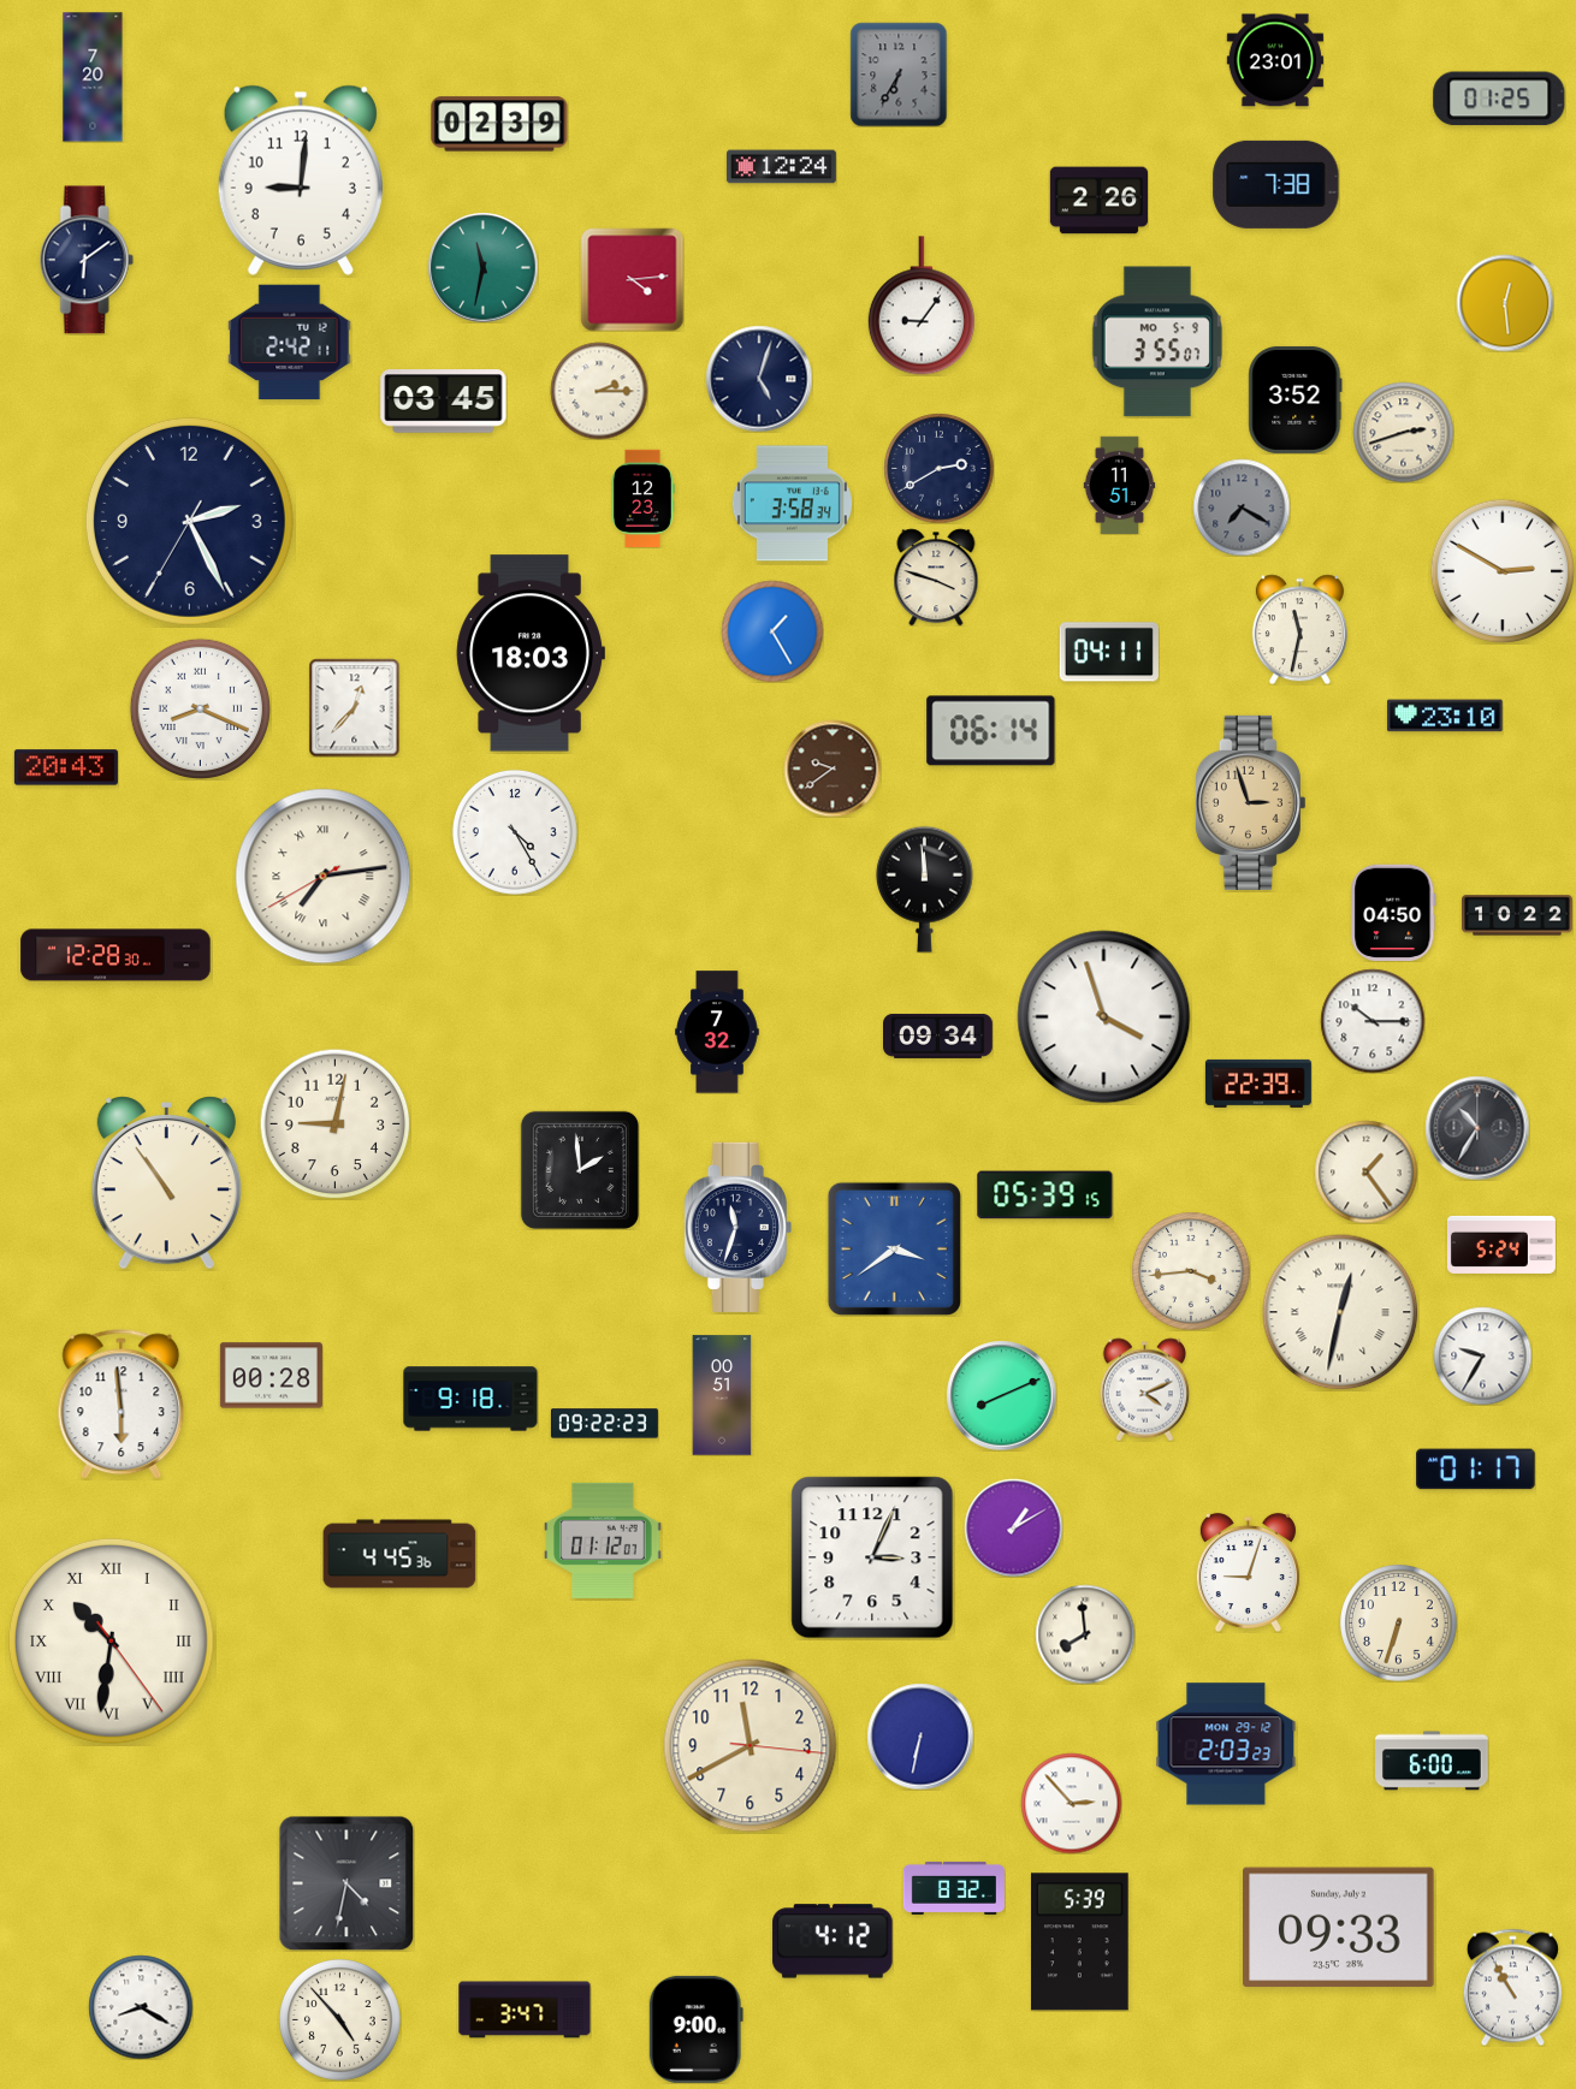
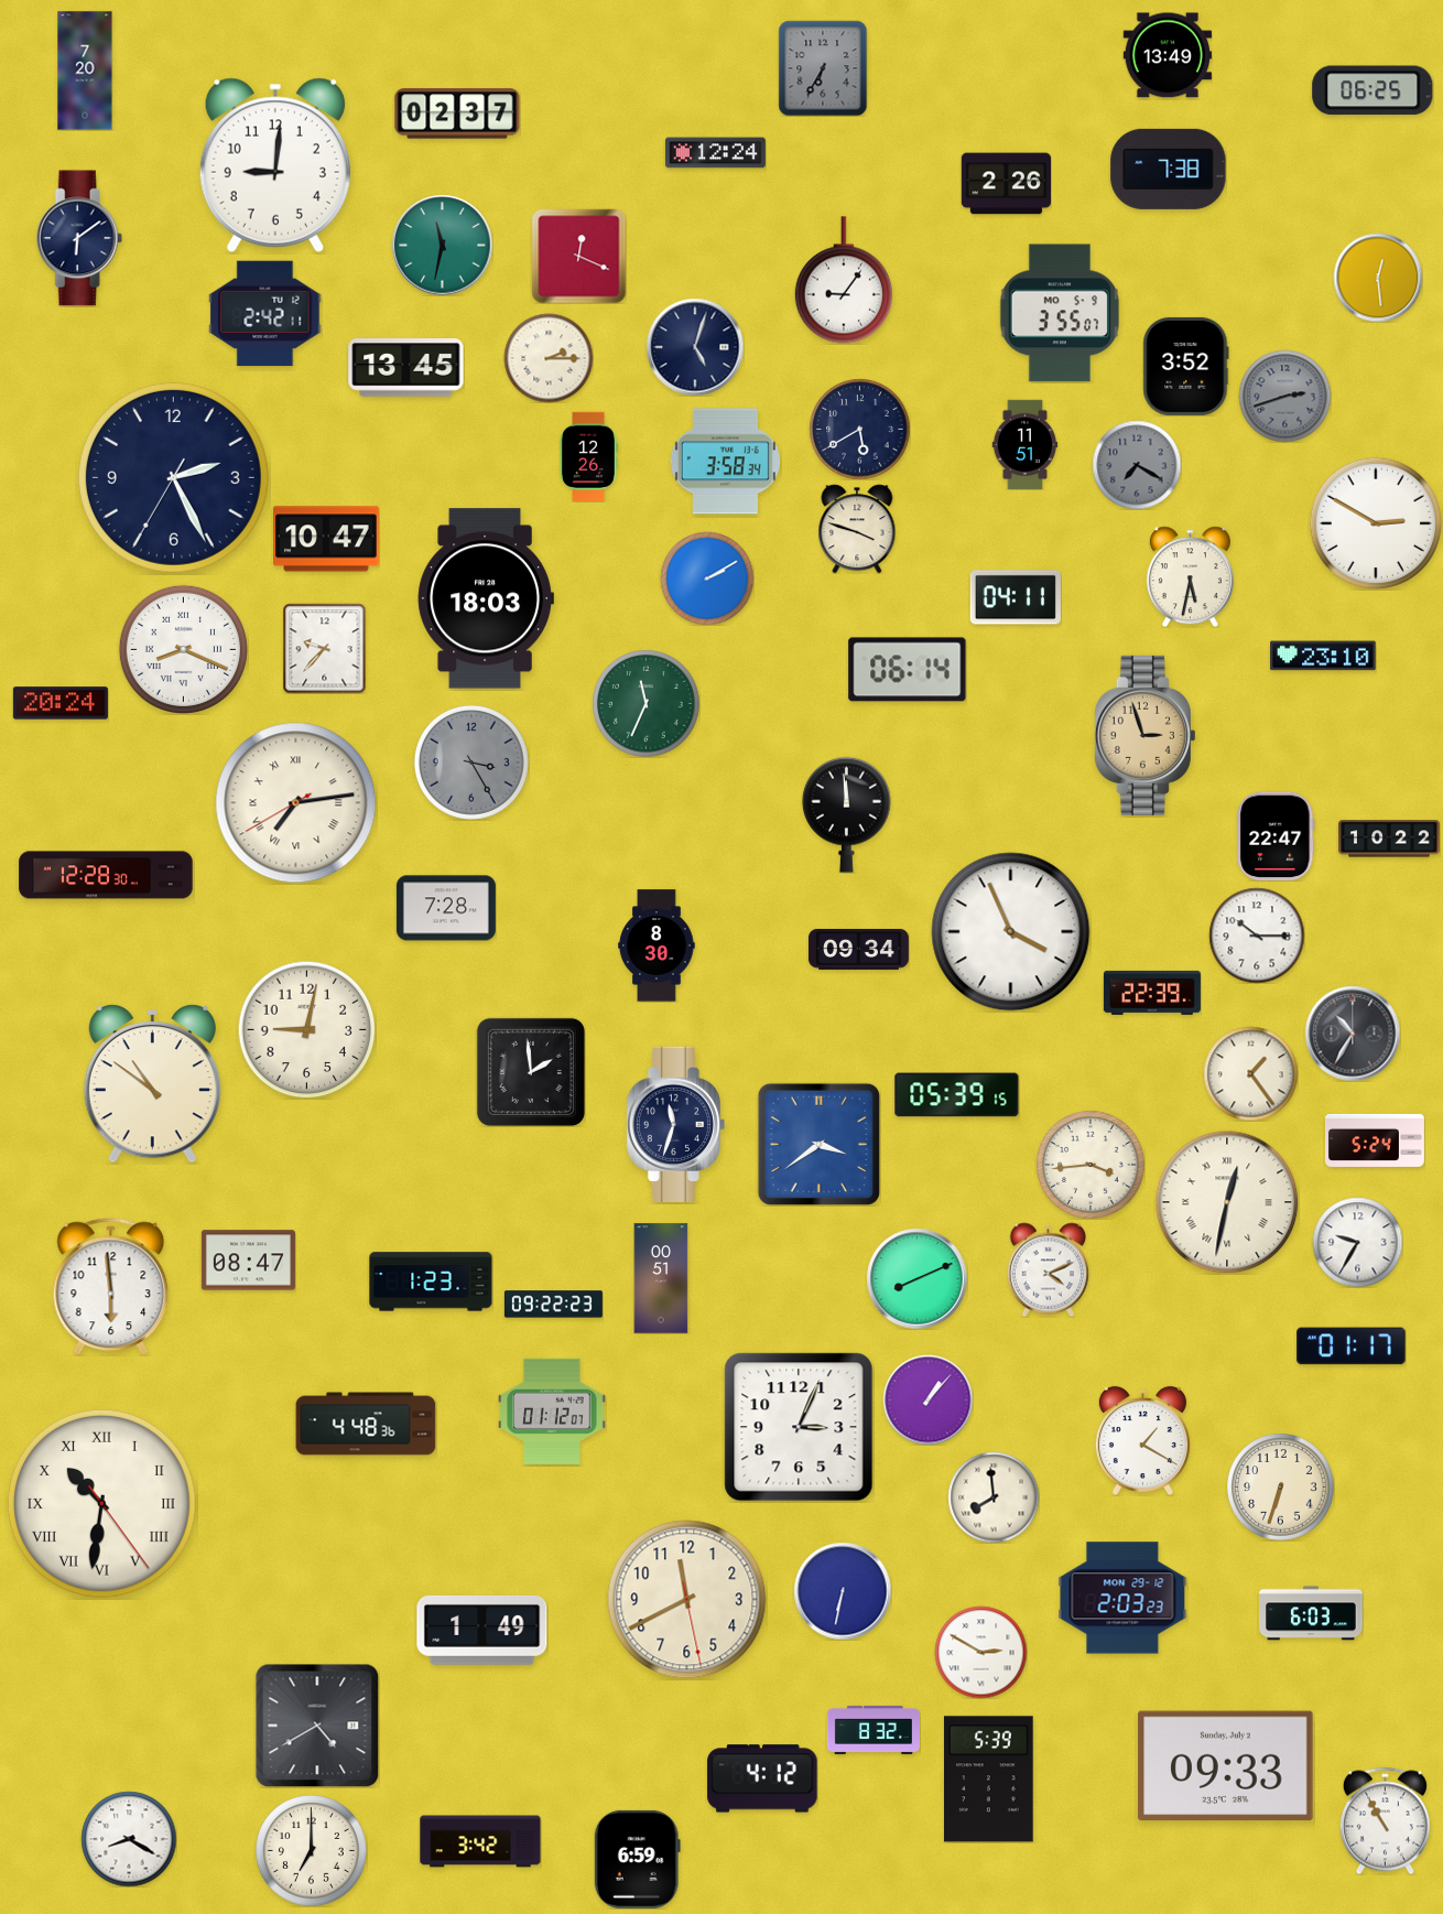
clock at (1274, 60): 23:01 -> 13:49
clock at (1499, 99): 01:25 -> 06:25
clock at (499, 124): 02:39 -> 02:37
clock at (632, 279): 4:14 -> 12:19
clock at (444, 402): 03:45 -> 13:45
clock at (1403, 432) dial: cream -> grey
clock at (938, 468): 2:40 -> 5:40
clock at (642, 498): 12:23 -> 12:26
clock at (326, 539): none -> 10:47
clock at (1299, 629): 11:32 -> 5:32
clock at (772, 631): 1:25 -> 2:10
clock at (355, 707): 12:37 -> 9:37
clock at (66, 767): 20:43 -> 20:24
clock at (647, 704): none -> 11:34
clock at (833, 768): 9:39 -> none
clock at (515, 832): 4:25 -> 3:25
clock at (515, 832) dial: white -> grey
clock at (1393, 912): 04:50 -> 22:47
clock at (446, 908): none -> 7:28
clock at (1104, 1017): 3:57 -> 3:56
clock at (717, 1032): 7:32 -> 8:30
clock at (166, 1183): 10:54 -> 10:51
clock at (271, 1376): 00:28 -> 08:47
clock at (1145, 1389) position: (1145, 1389) -> (1049, 1269)
clock at (470, 1399): 9:18 -> 1:23
clock at (1013, 1527): 1:10 -> 1:07
clock at (399, 1554): 4:45 -> 4:48
clock at (1248, 1572): 9:03 -> 1:20
clock at (751, 1746): 11:40:16 -> 11:40:28
clock at (1433, 1761): 6:00 -> 6:03
clock at (482, 1630): none -> 1:49
clock at (1071, 1803): 2:53 -> 2:50
clock at (346, 1883): 4:32 -> 4:40
clock at (525, 2010): 3:47 -> 3:42
clock at (340, 2020): 4:53 -> 7:00
clock at (695, 2029): 9:00 -> 6:59
